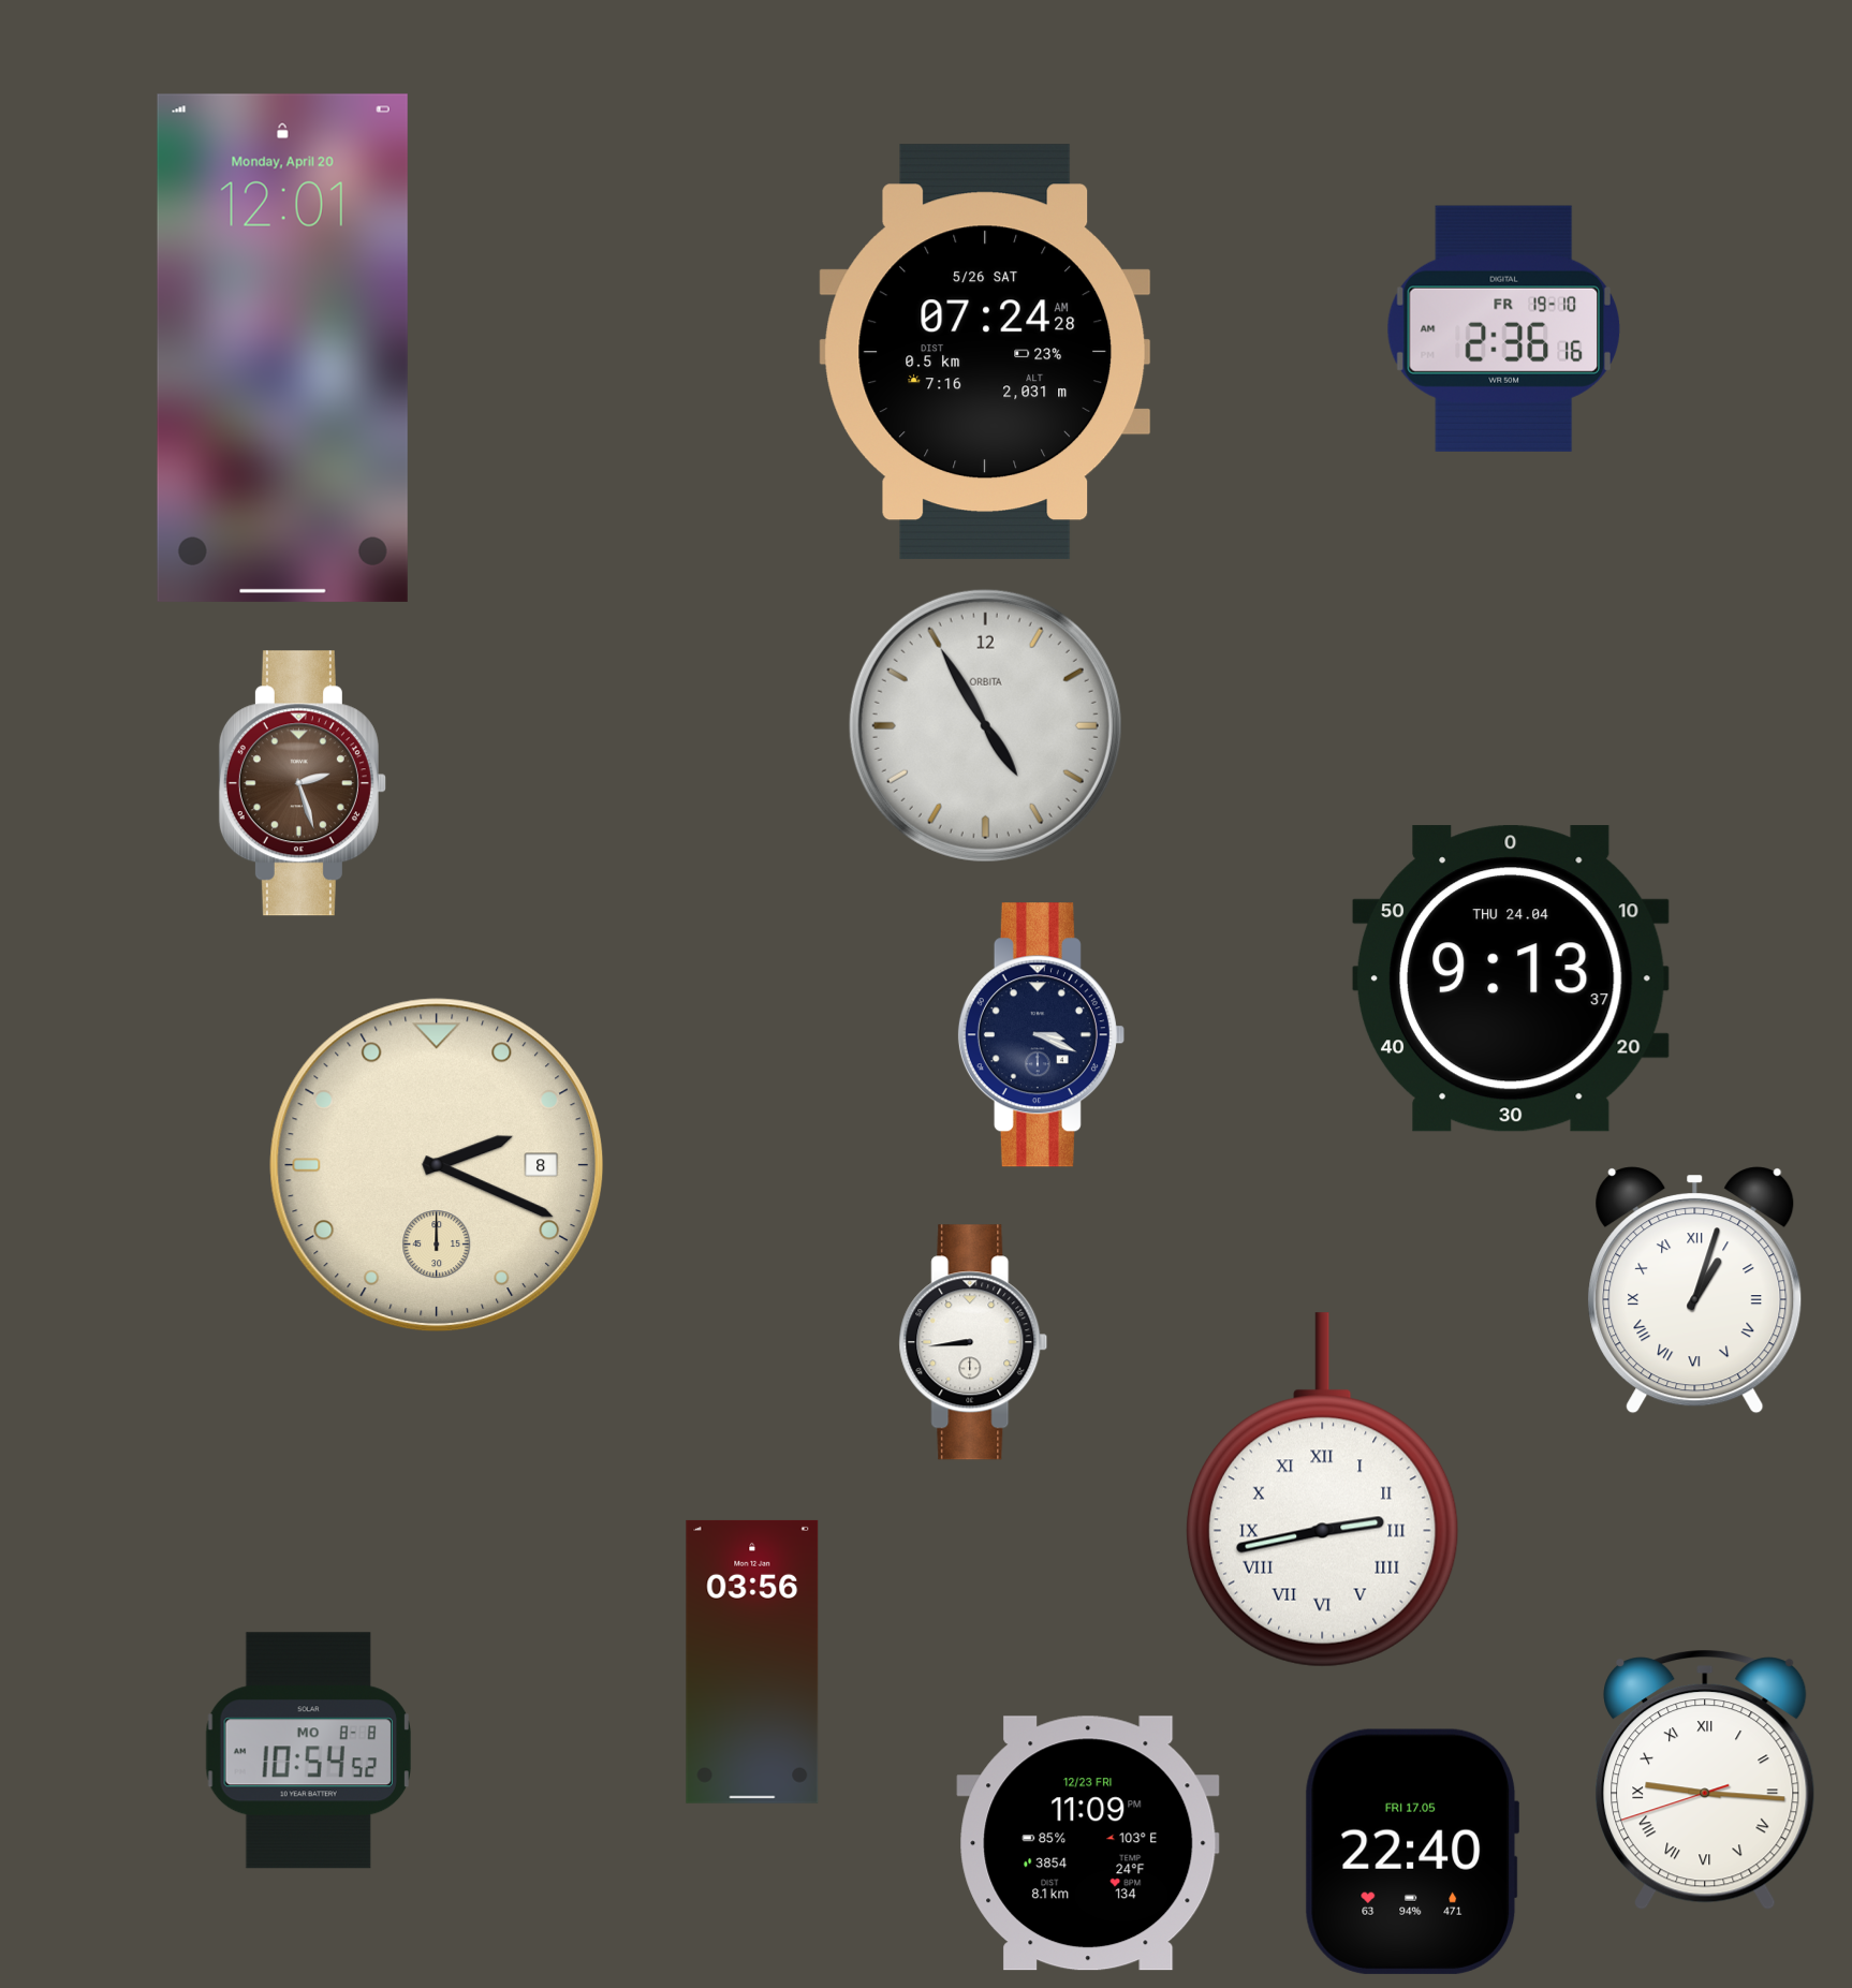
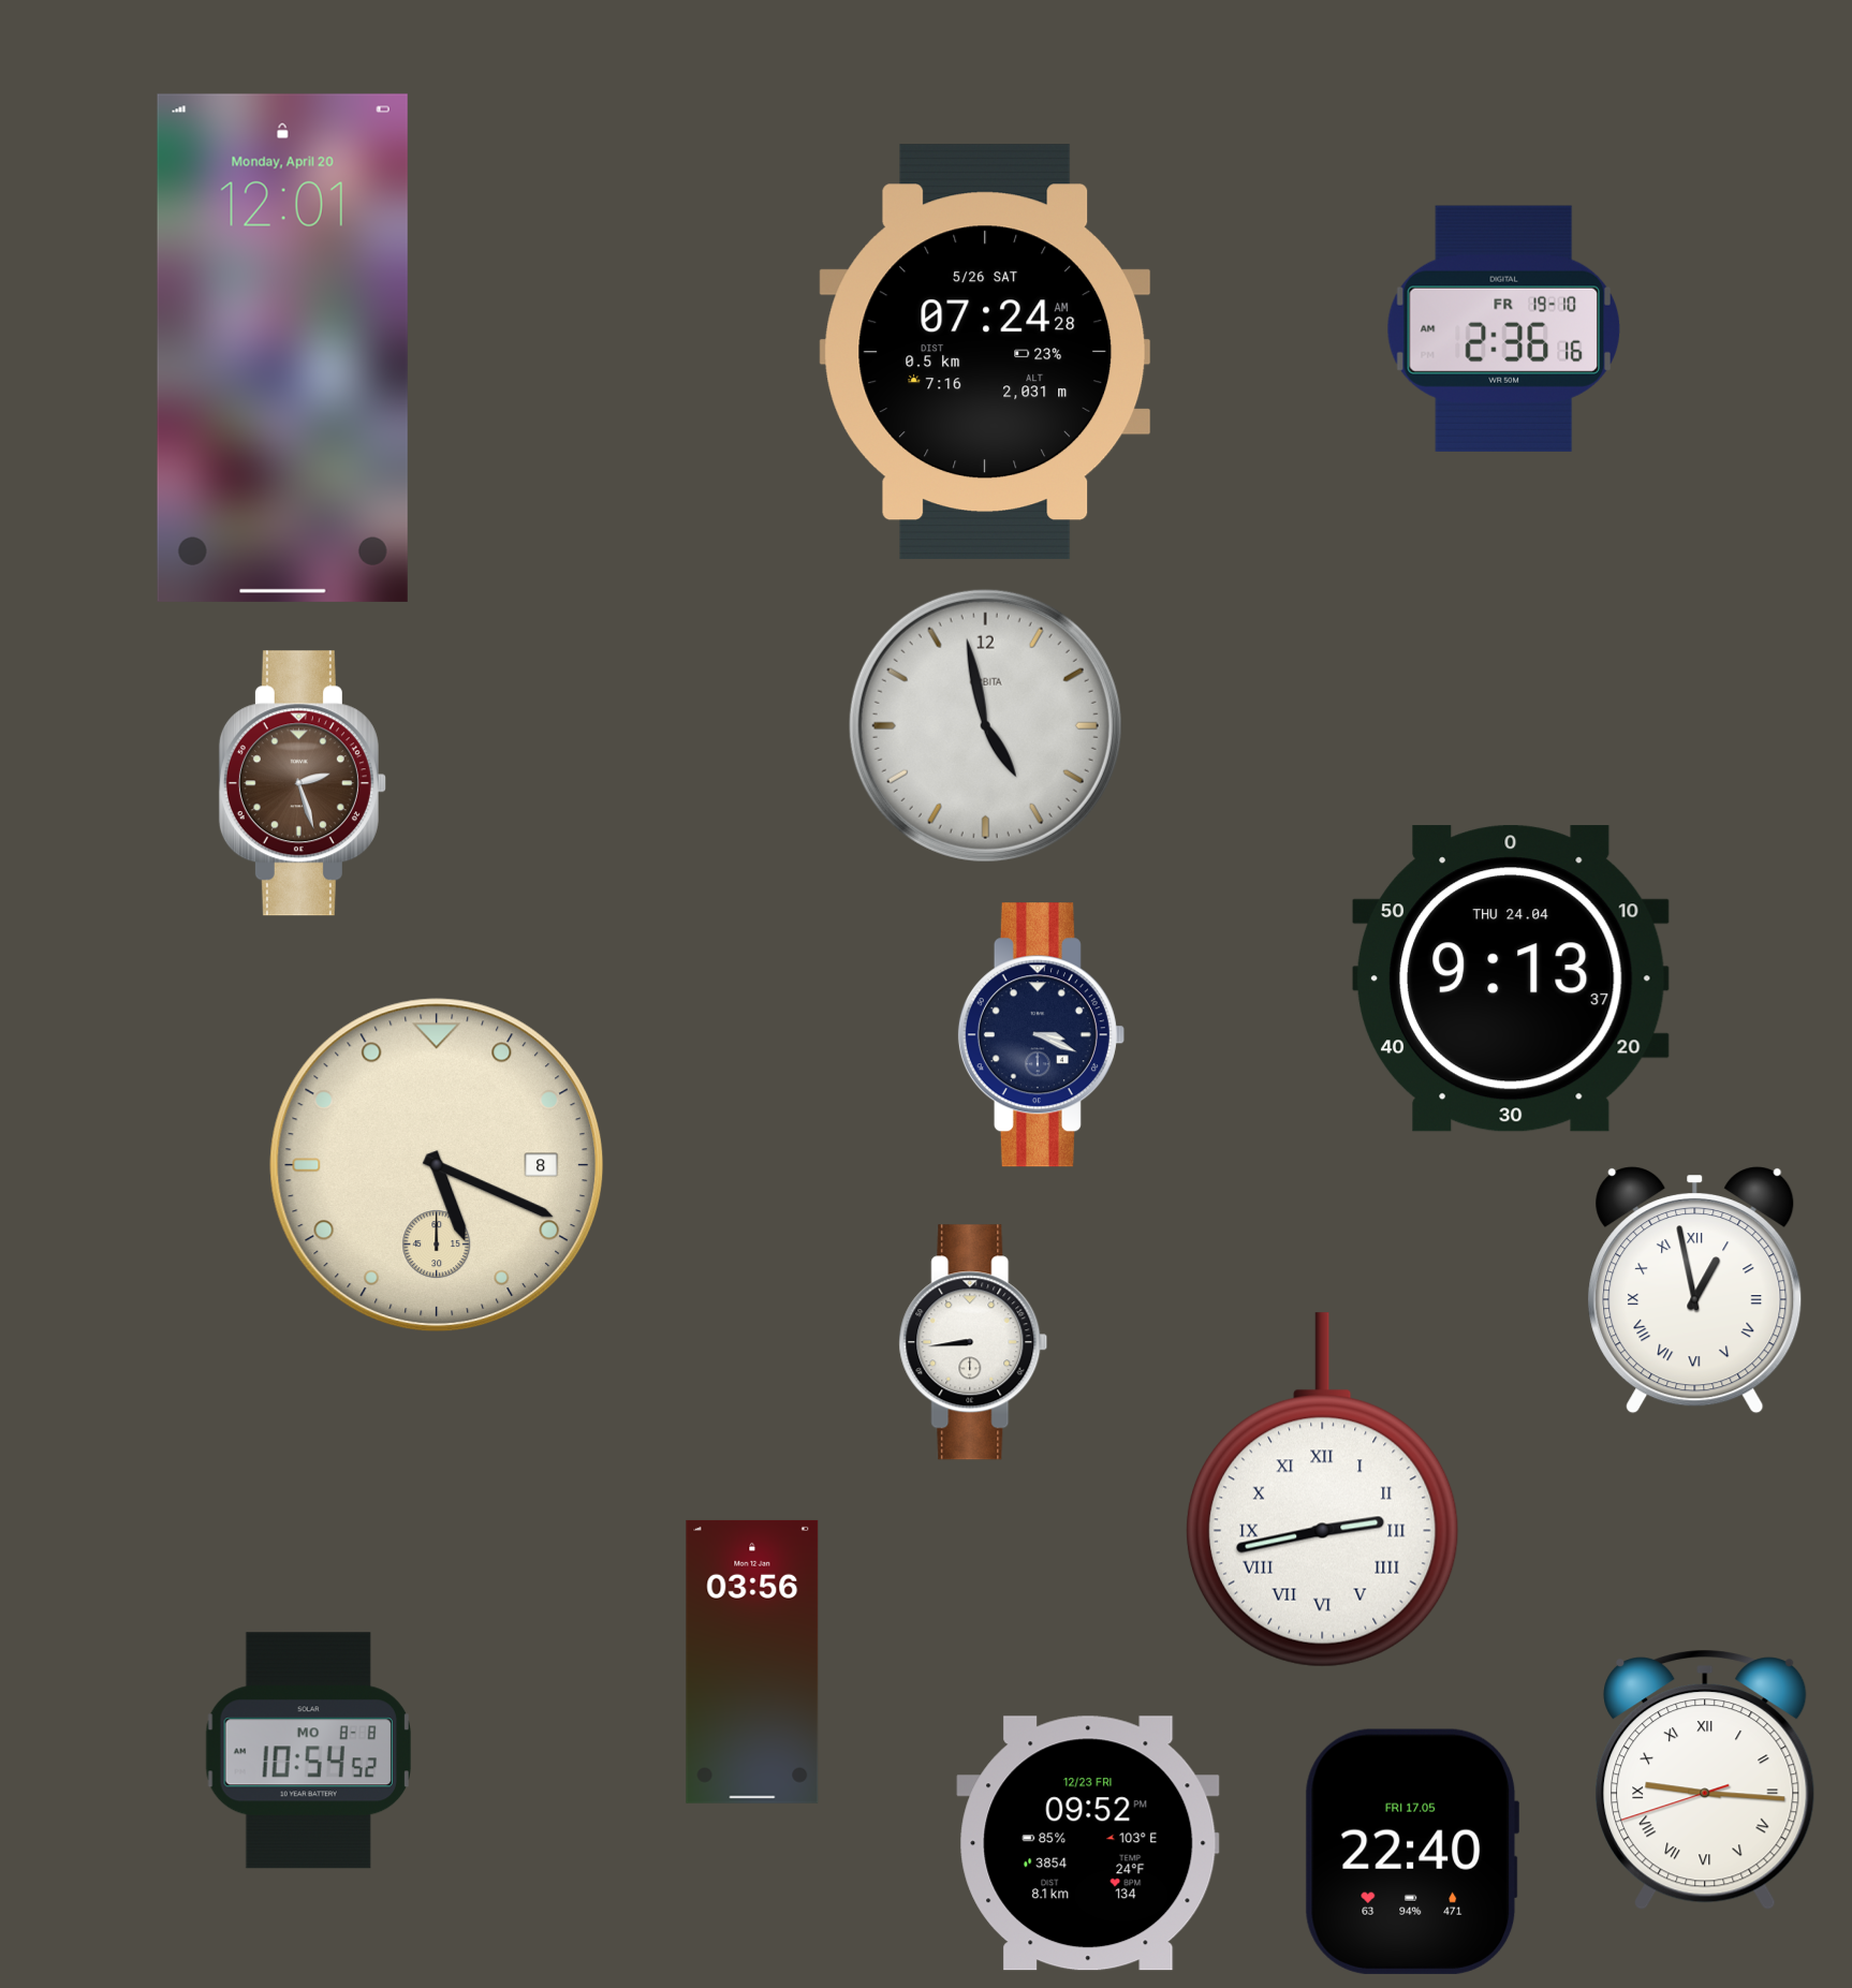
clock at (985, 725): 4:55 -> 4:58
clock at (437, 1165): 2:19 -> 5:19
clock at (1695, 1291): 1:03 -> 12:58
clock at (1088, 1843): 11:09 -> 09:52
